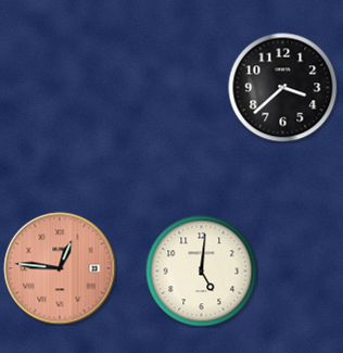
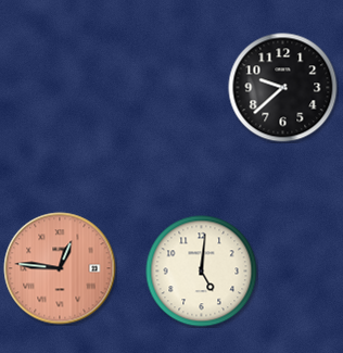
clock at (283, 88): 3:38 -> 9:38
